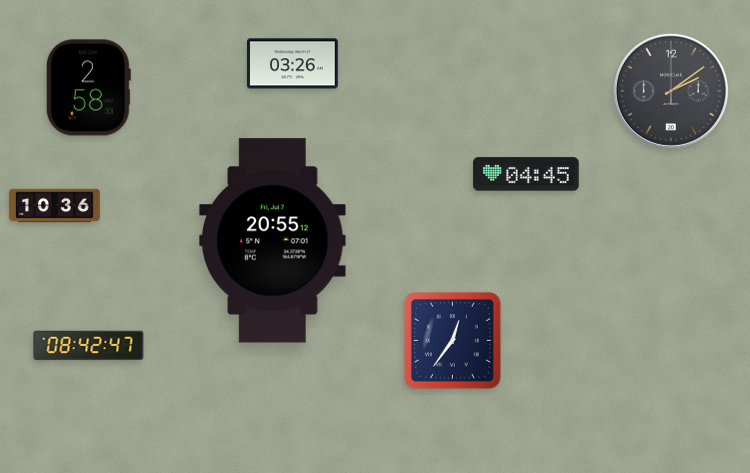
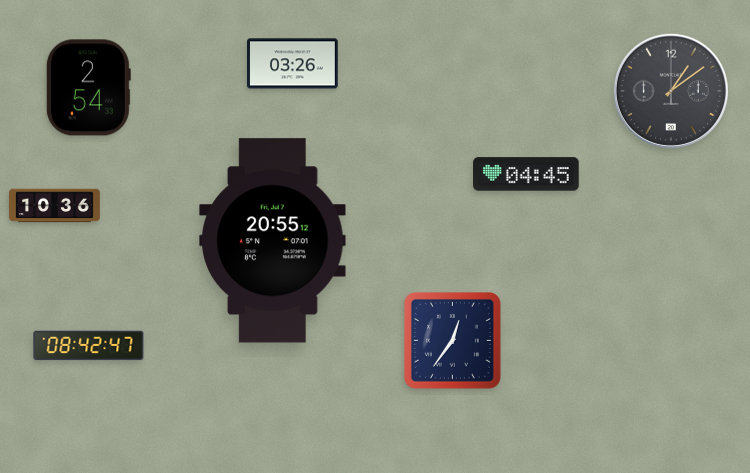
clock at (88, 88): 2:58 -> 2:54
clock at (671, 91): 2:09 -> 1:09
